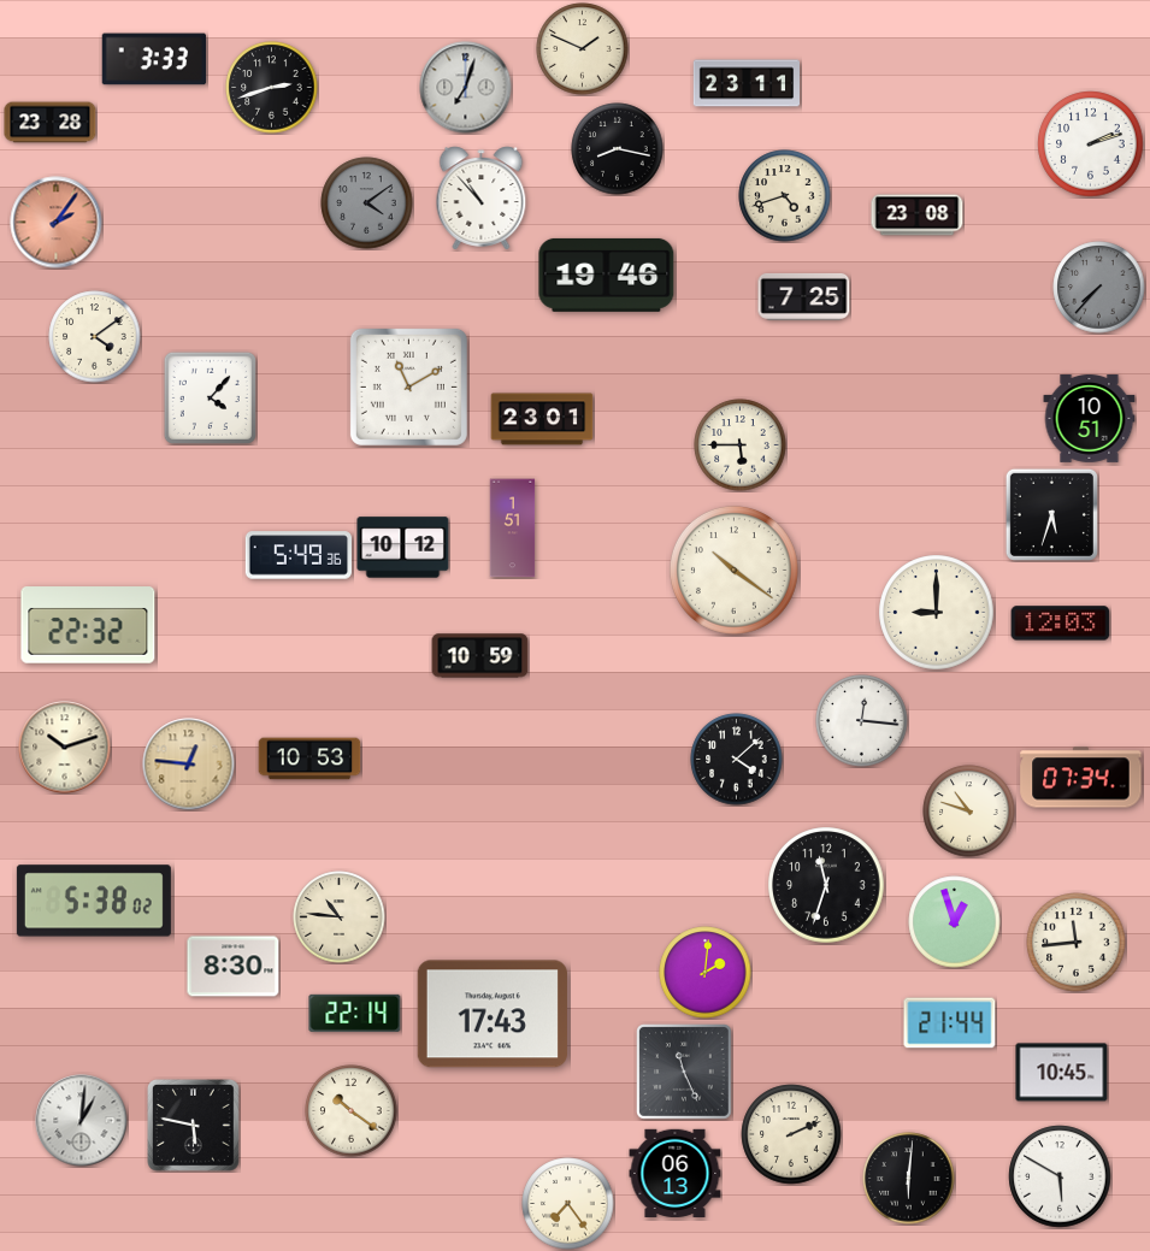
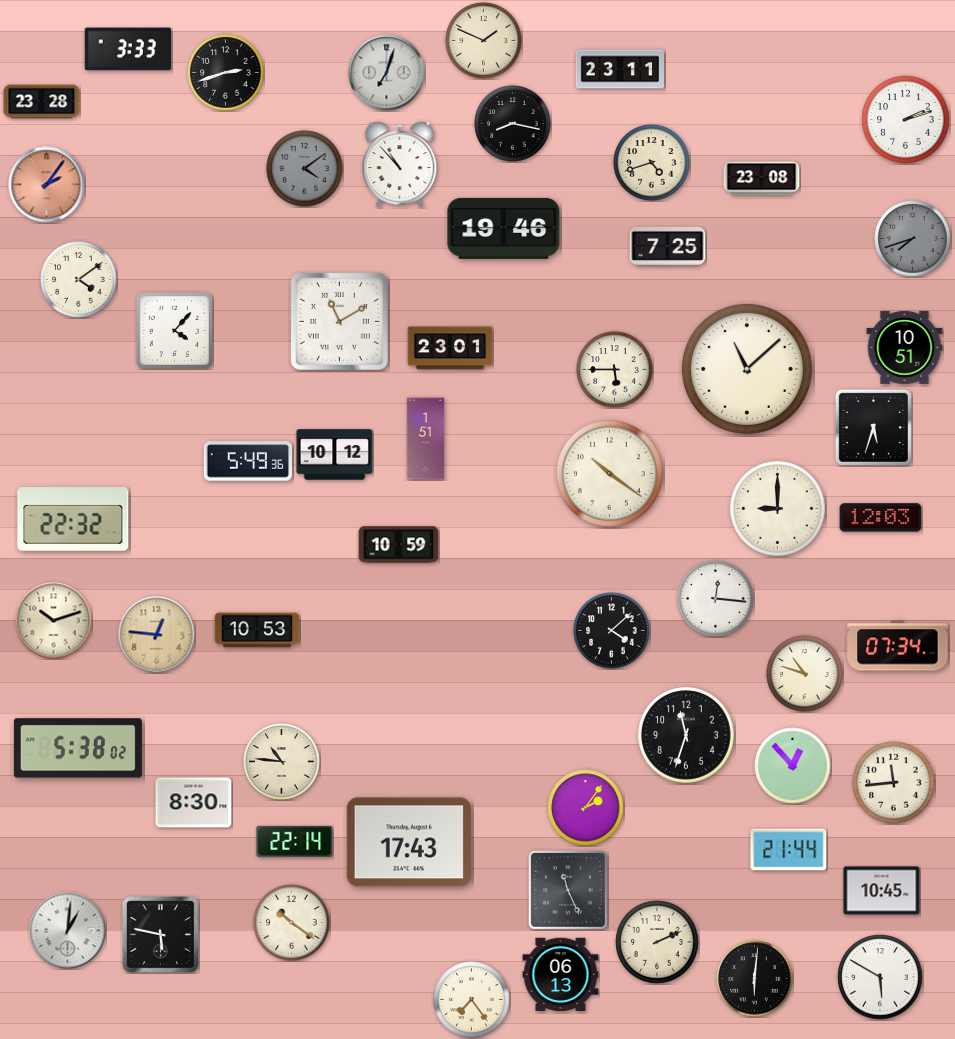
clock at (1099, 288): 7:37 -> 7:42
clock at (747, 369): none -> 11:08
clock at (955, 922): 12:57 -> 12:53
clock at (706, 973): 2:01 -> 2:06
